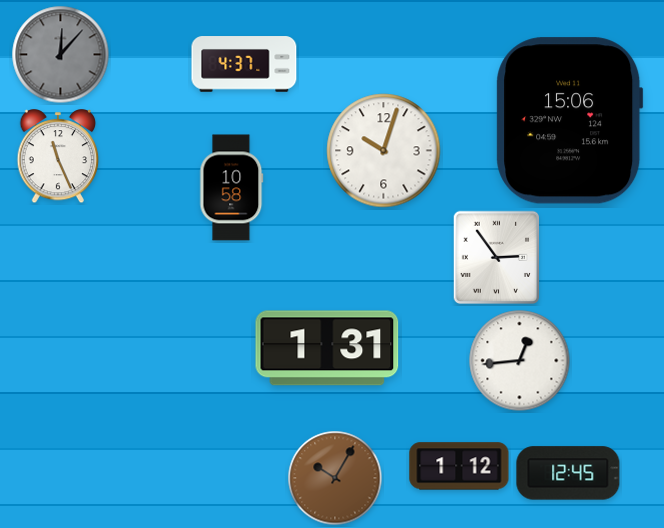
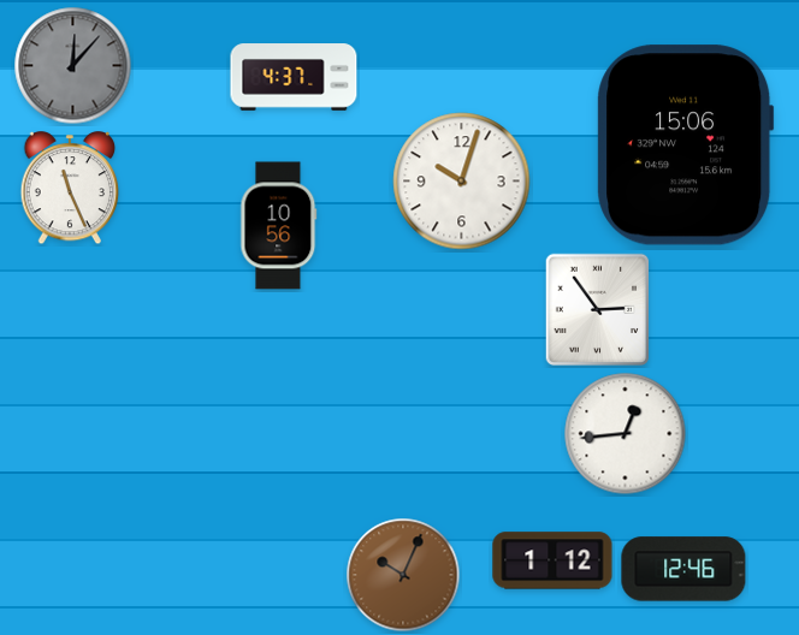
clock at (232, 188): 10:58 -> 10:56
clock at (327, 348): 1:31 -> none
clock at (568, 473): 12:45 -> 12:46
clock at (335, 478): 10:05 -> 10:04
